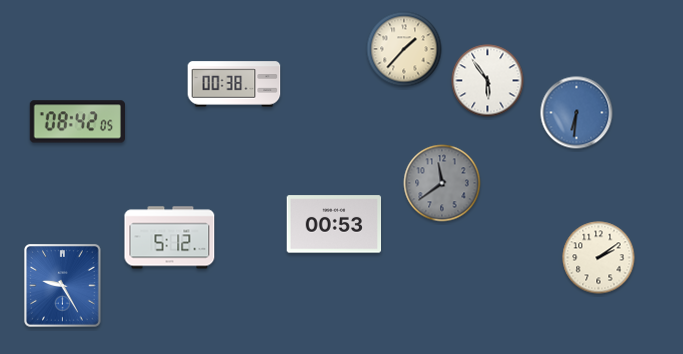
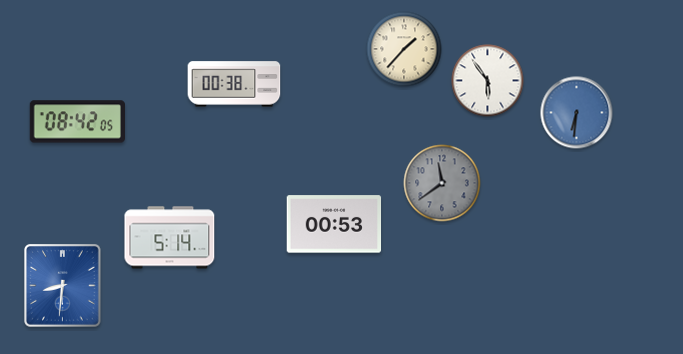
clock at (170, 238): 5:12 -> 5:14
clock at (599, 258): 2:09 -> none
clock at (63, 286): 9:25 -> 8:31
